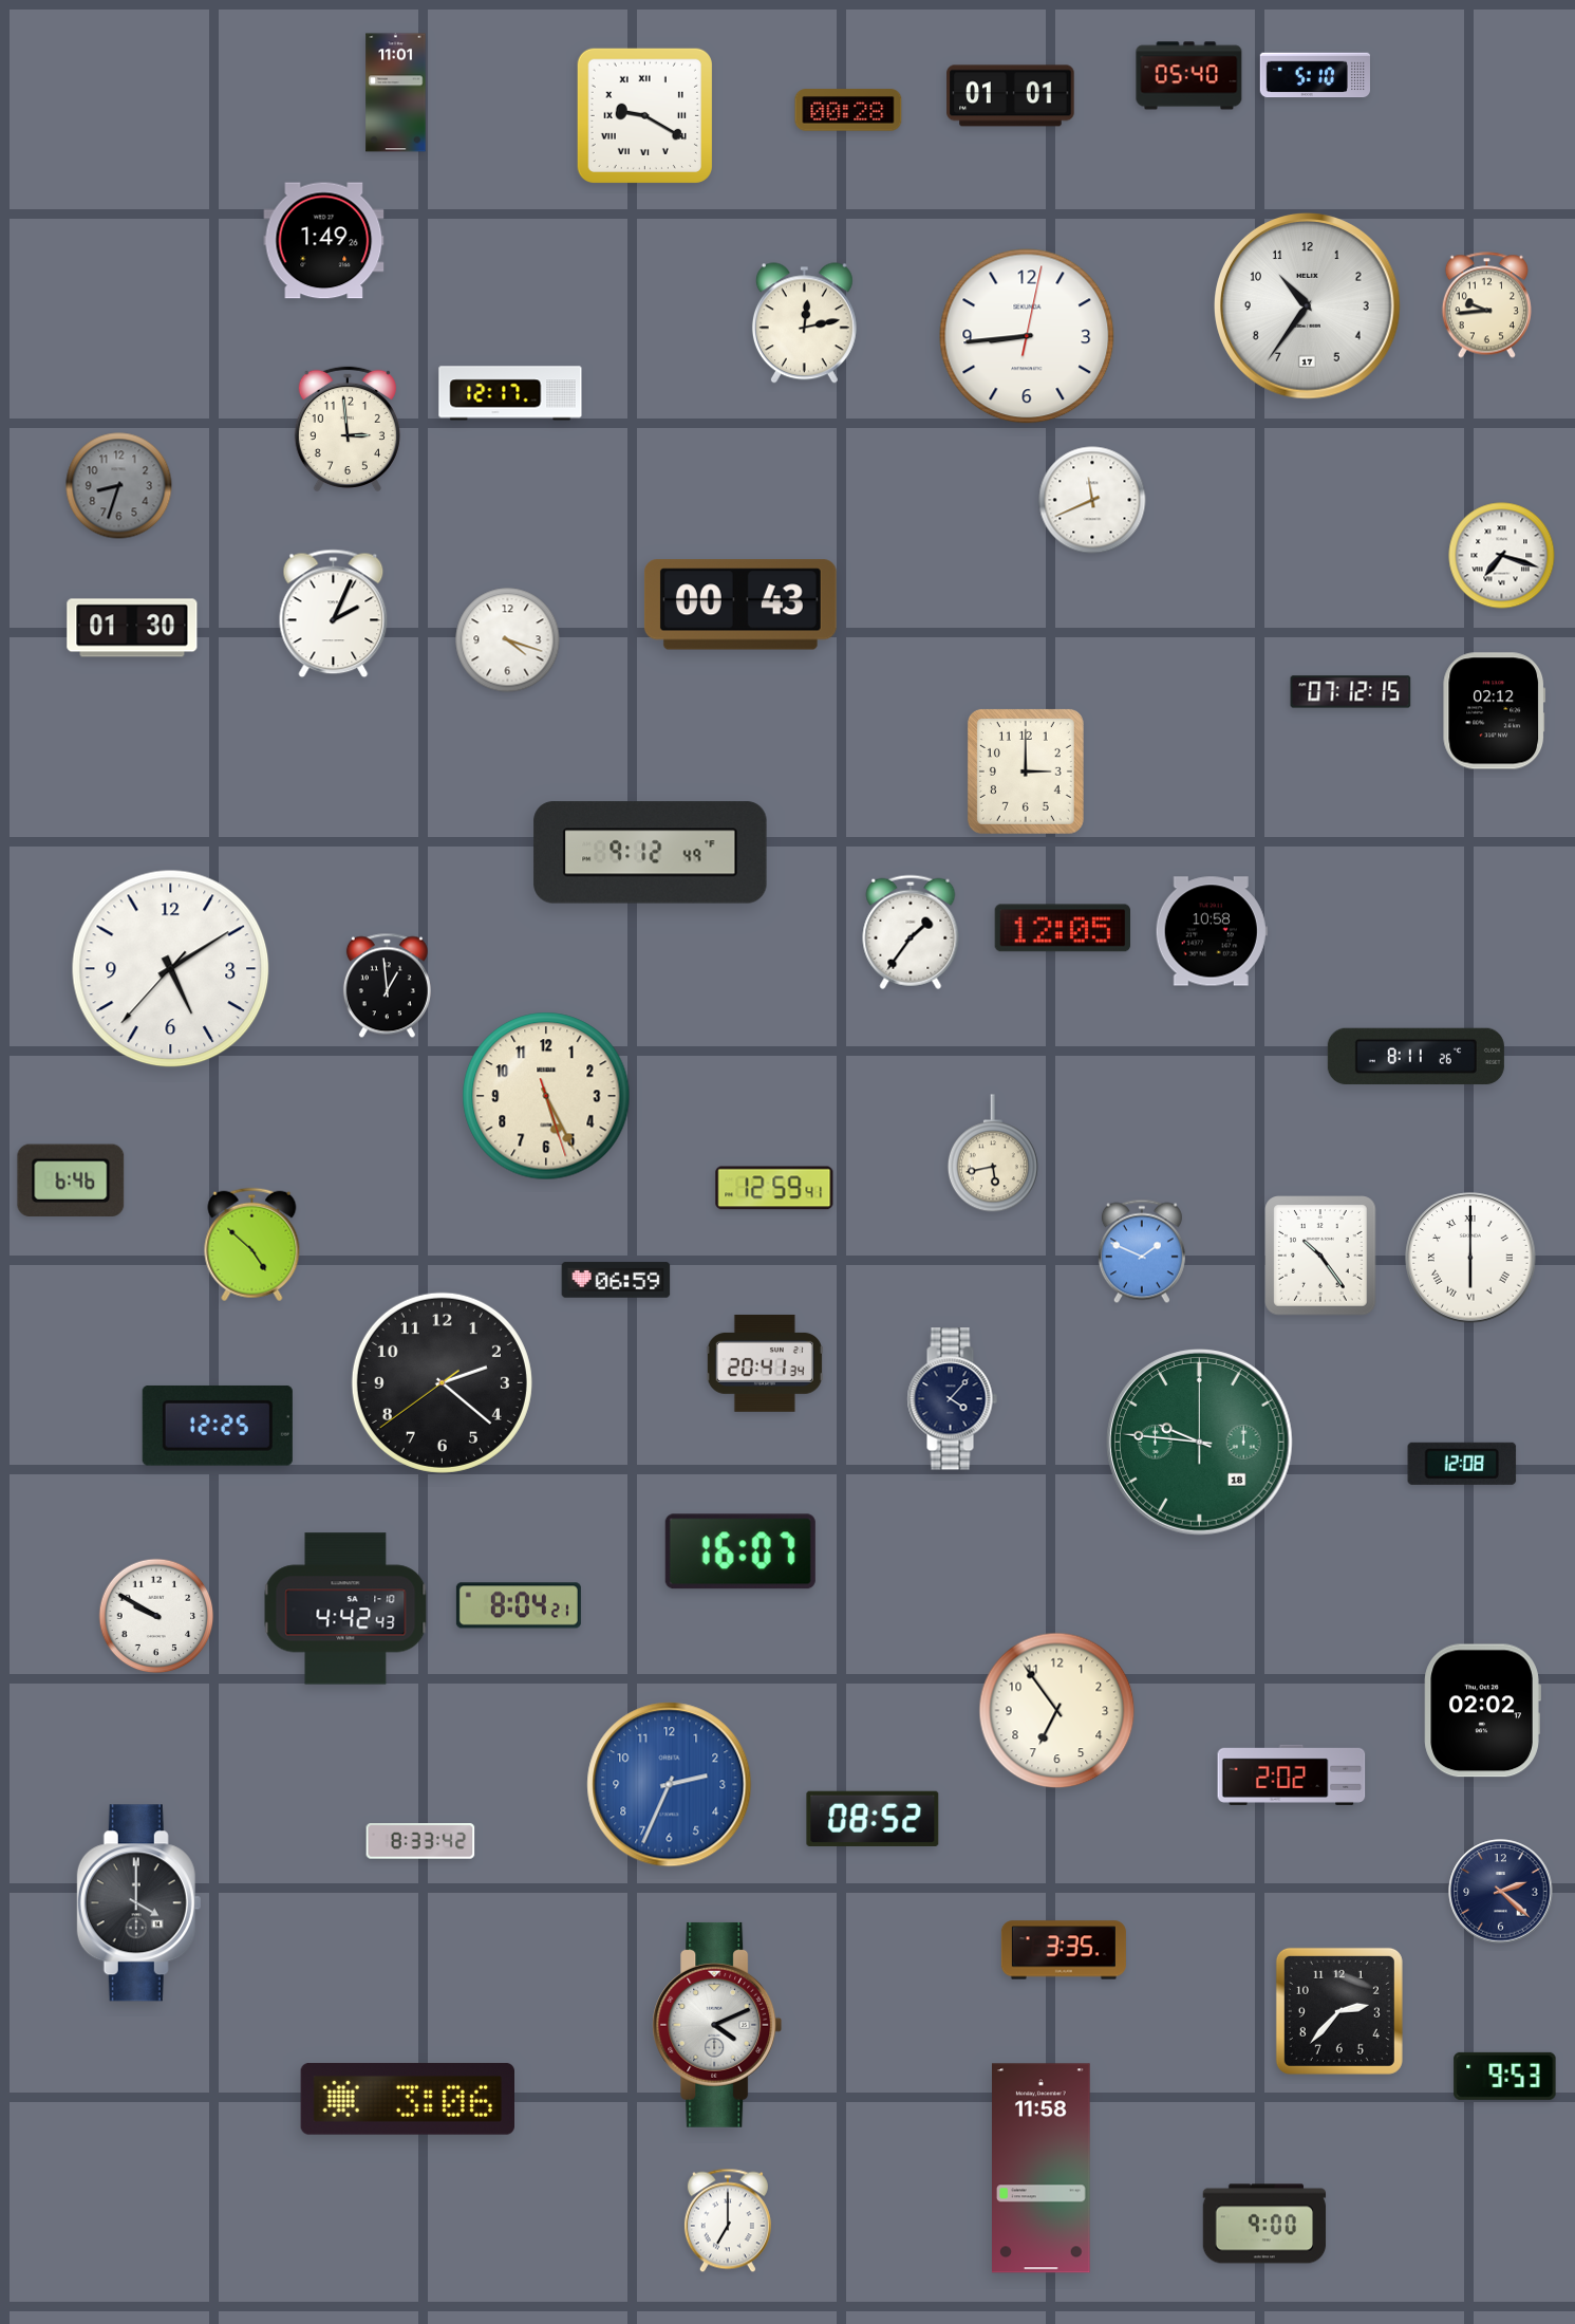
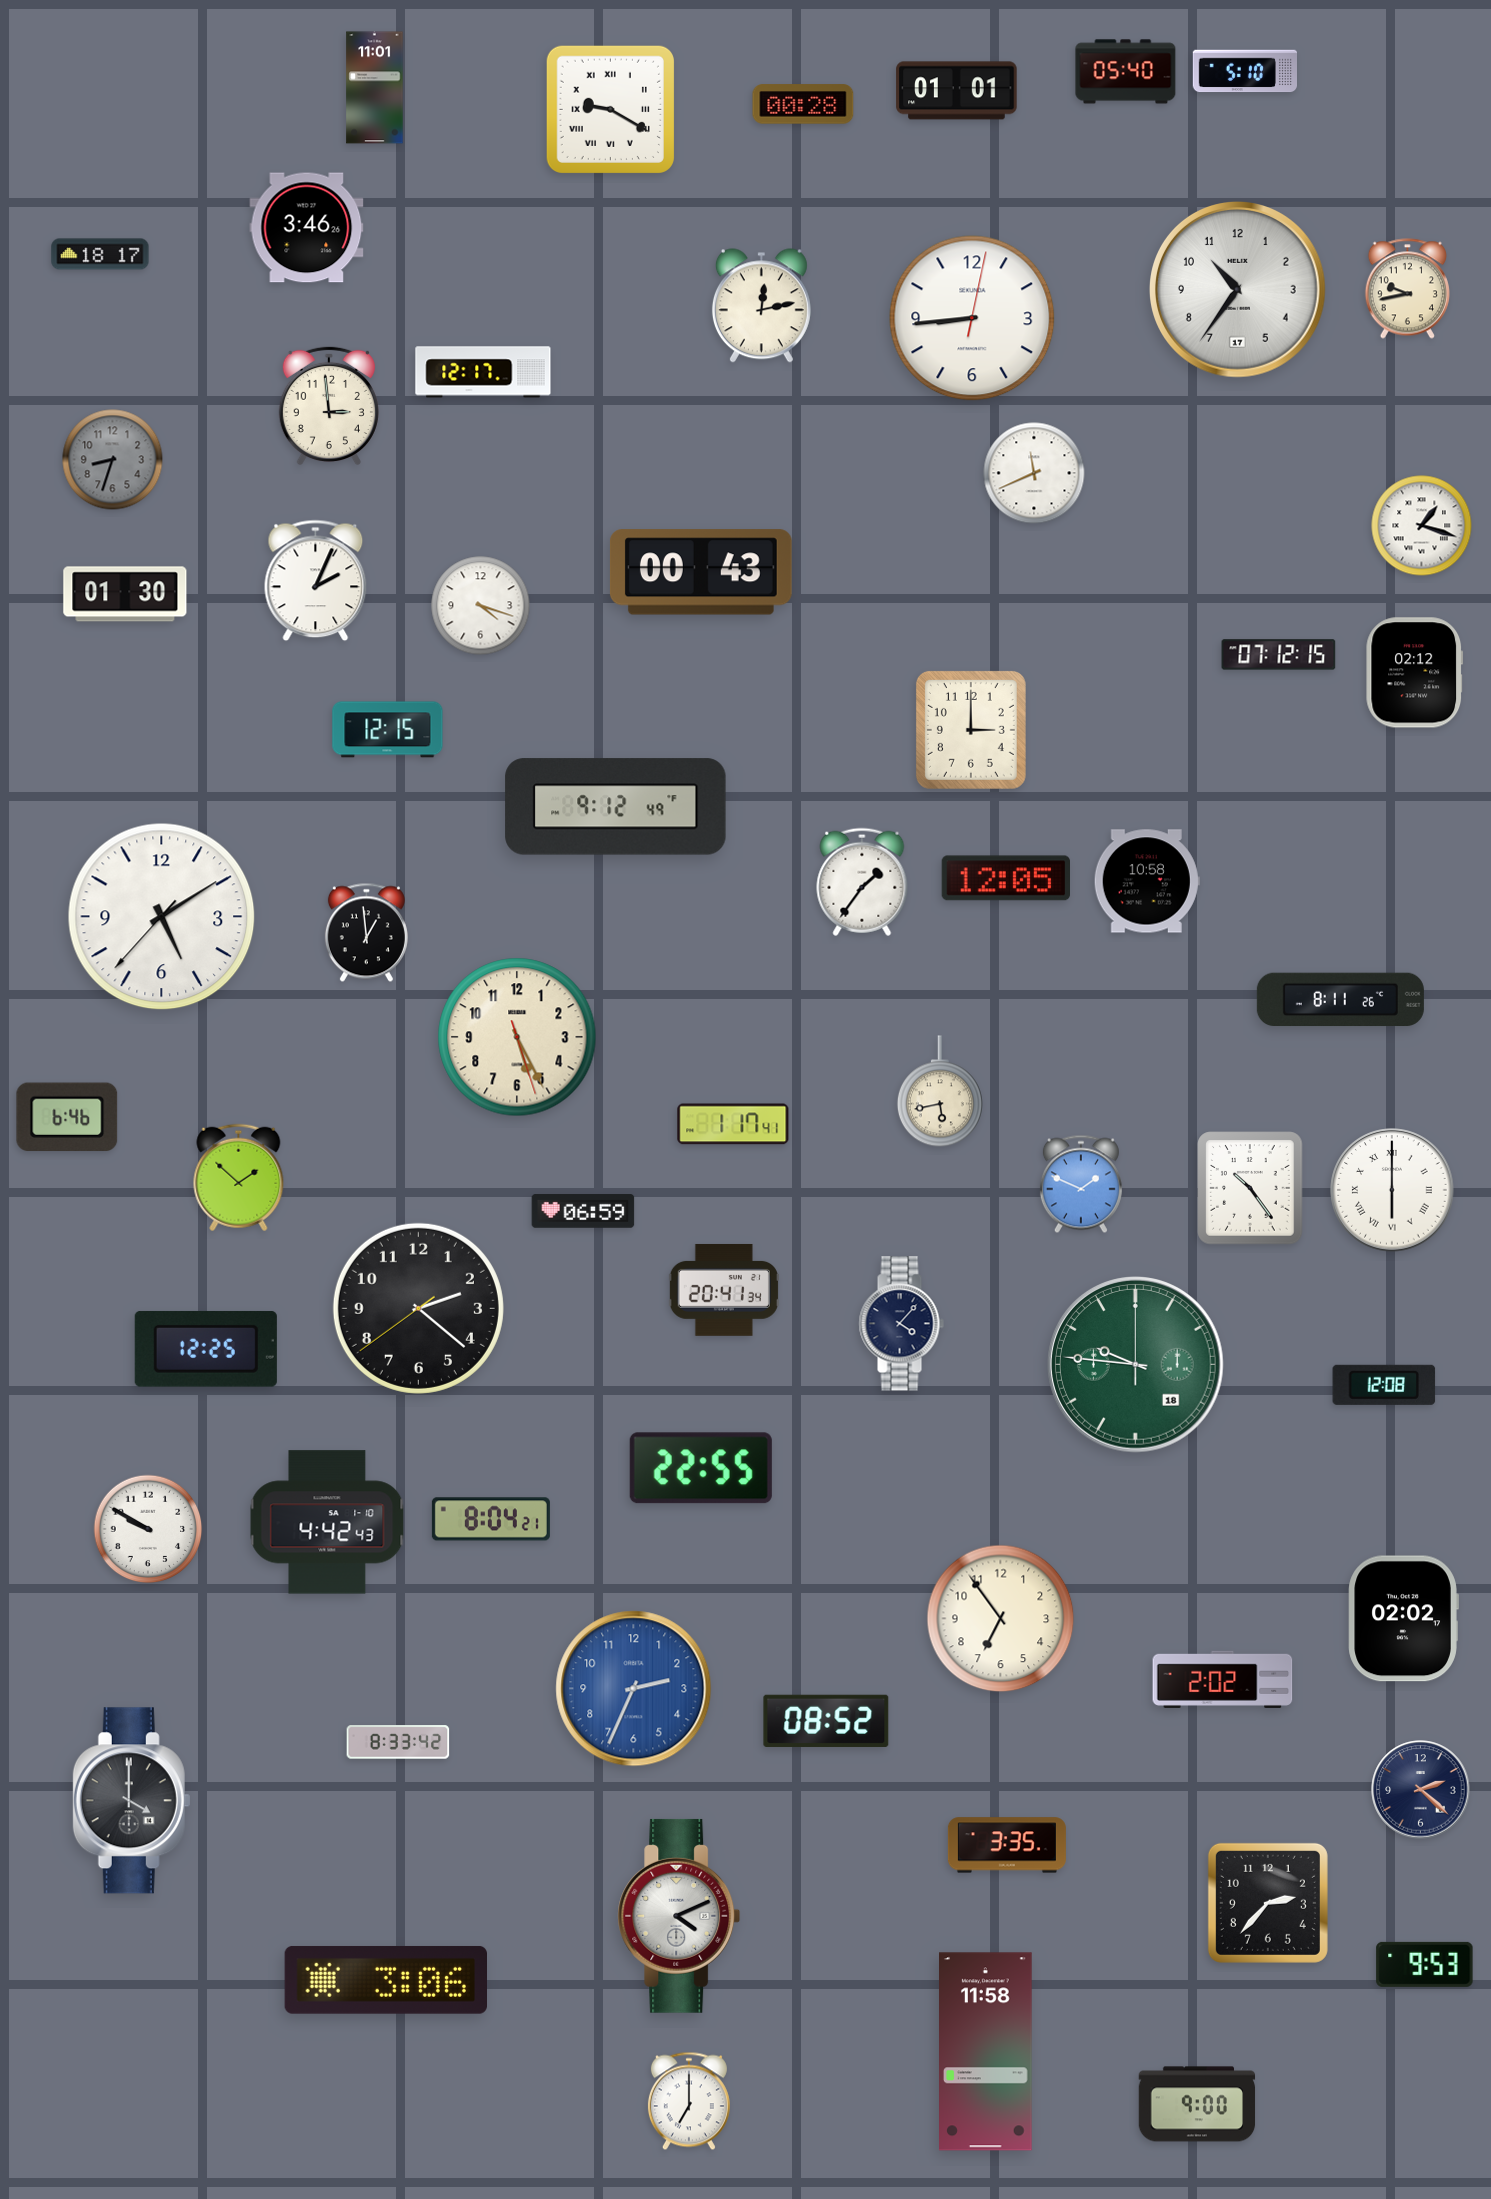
clock at (324, 241): 1:49 -> 3:46
clock at (100, 254): none -> 18:17
clock at (1486, 305): 9:44 -> 9:43
clock at (1502, 556): 7:18 -> 1:18
clock at (388, 730): none -> 12:15
clock at (774, 1188): 12:59 -> 1:17
clock at (252, 1245): 4:52 -> 1:52
clock at (740, 1551): 16:07 -> 22:55
clock at (407, 2099) position: (407, 2099) -> (385, 1980)
